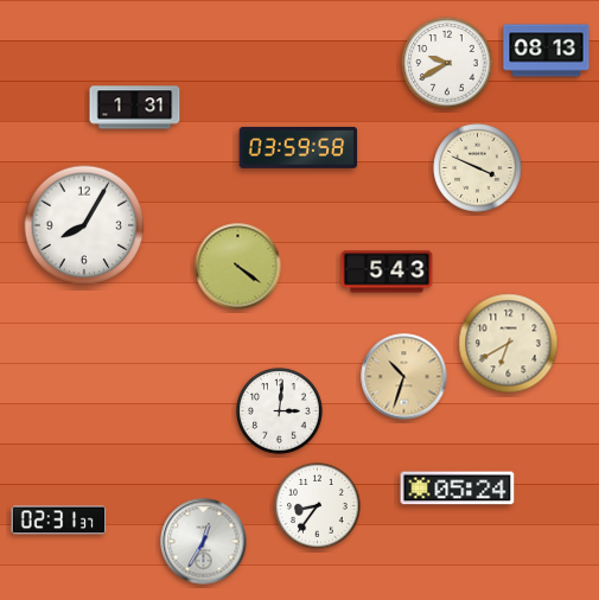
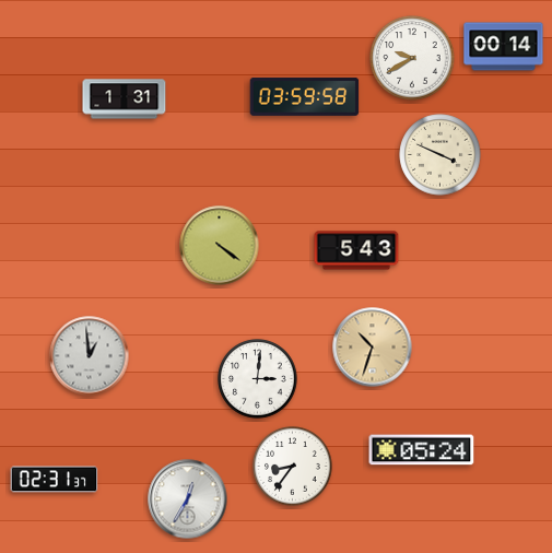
clock at (547, 51): 08:13 -> 00:14
clock at (299, 147) position: (299, 147) -> (305, 96)
clock at (84, 225): 8:05 -> none
clock at (509, 344): 6:40 -> none
clock at (90, 356): none -> 12:59
